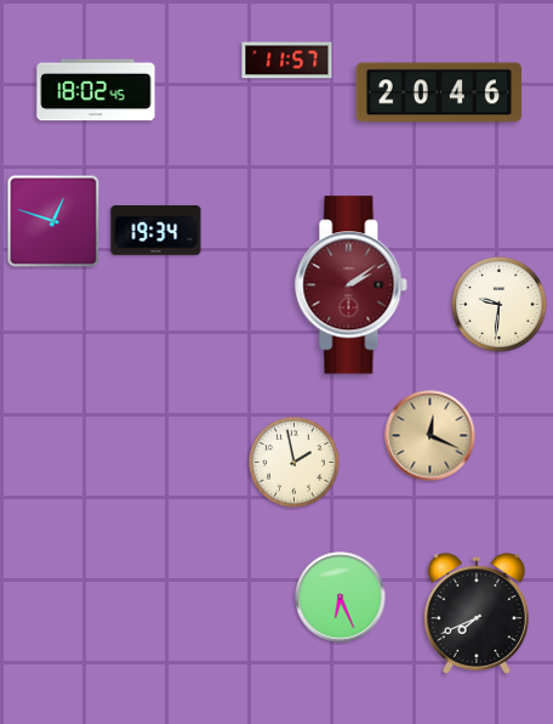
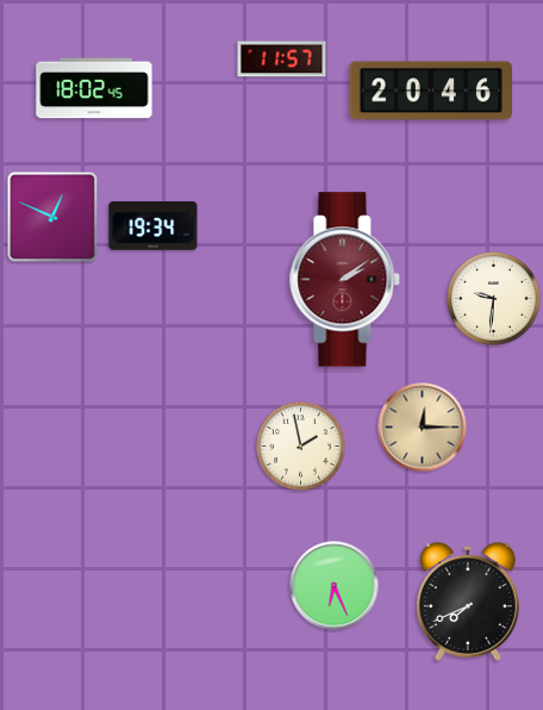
clock at (53, 221): 12:48 -> 12:49
clock at (500, 305) position: (500, 305) -> (494, 299)
clock at (431, 436): 12:19 -> 12:15
clock at (295, 463) position: (295, 463) -> (301, 447)
